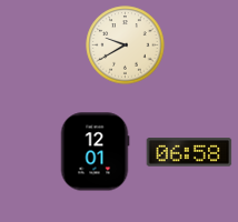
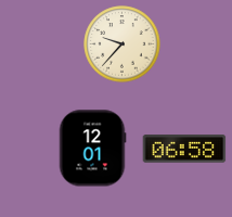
clock at (126, 46): 9:40 -> 9:37
